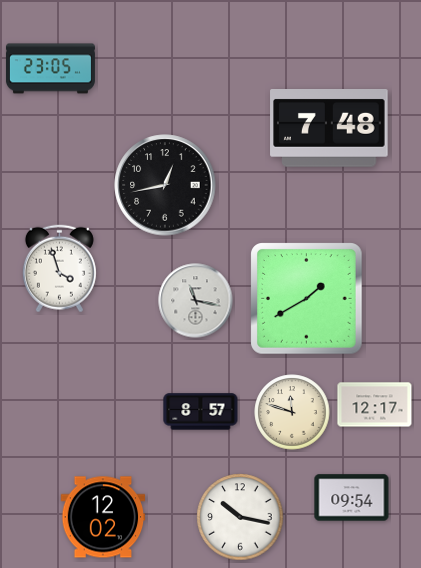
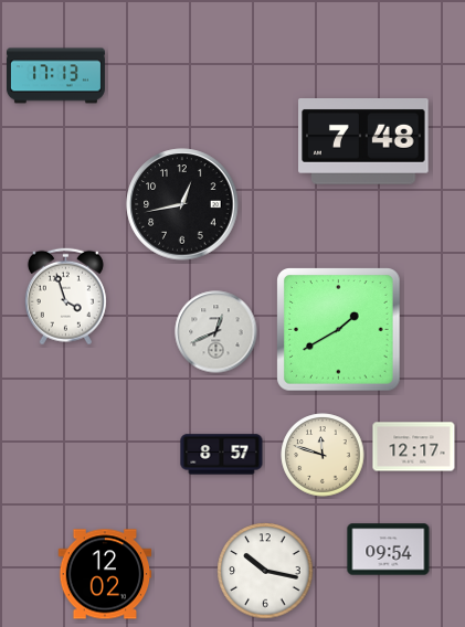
clock at (50, 69): 23:05 -> 17:13
clock at (196, 301): 11:17 -> 12:41
clock at (103, 517) position: (103, 517) -> (105, 574)
